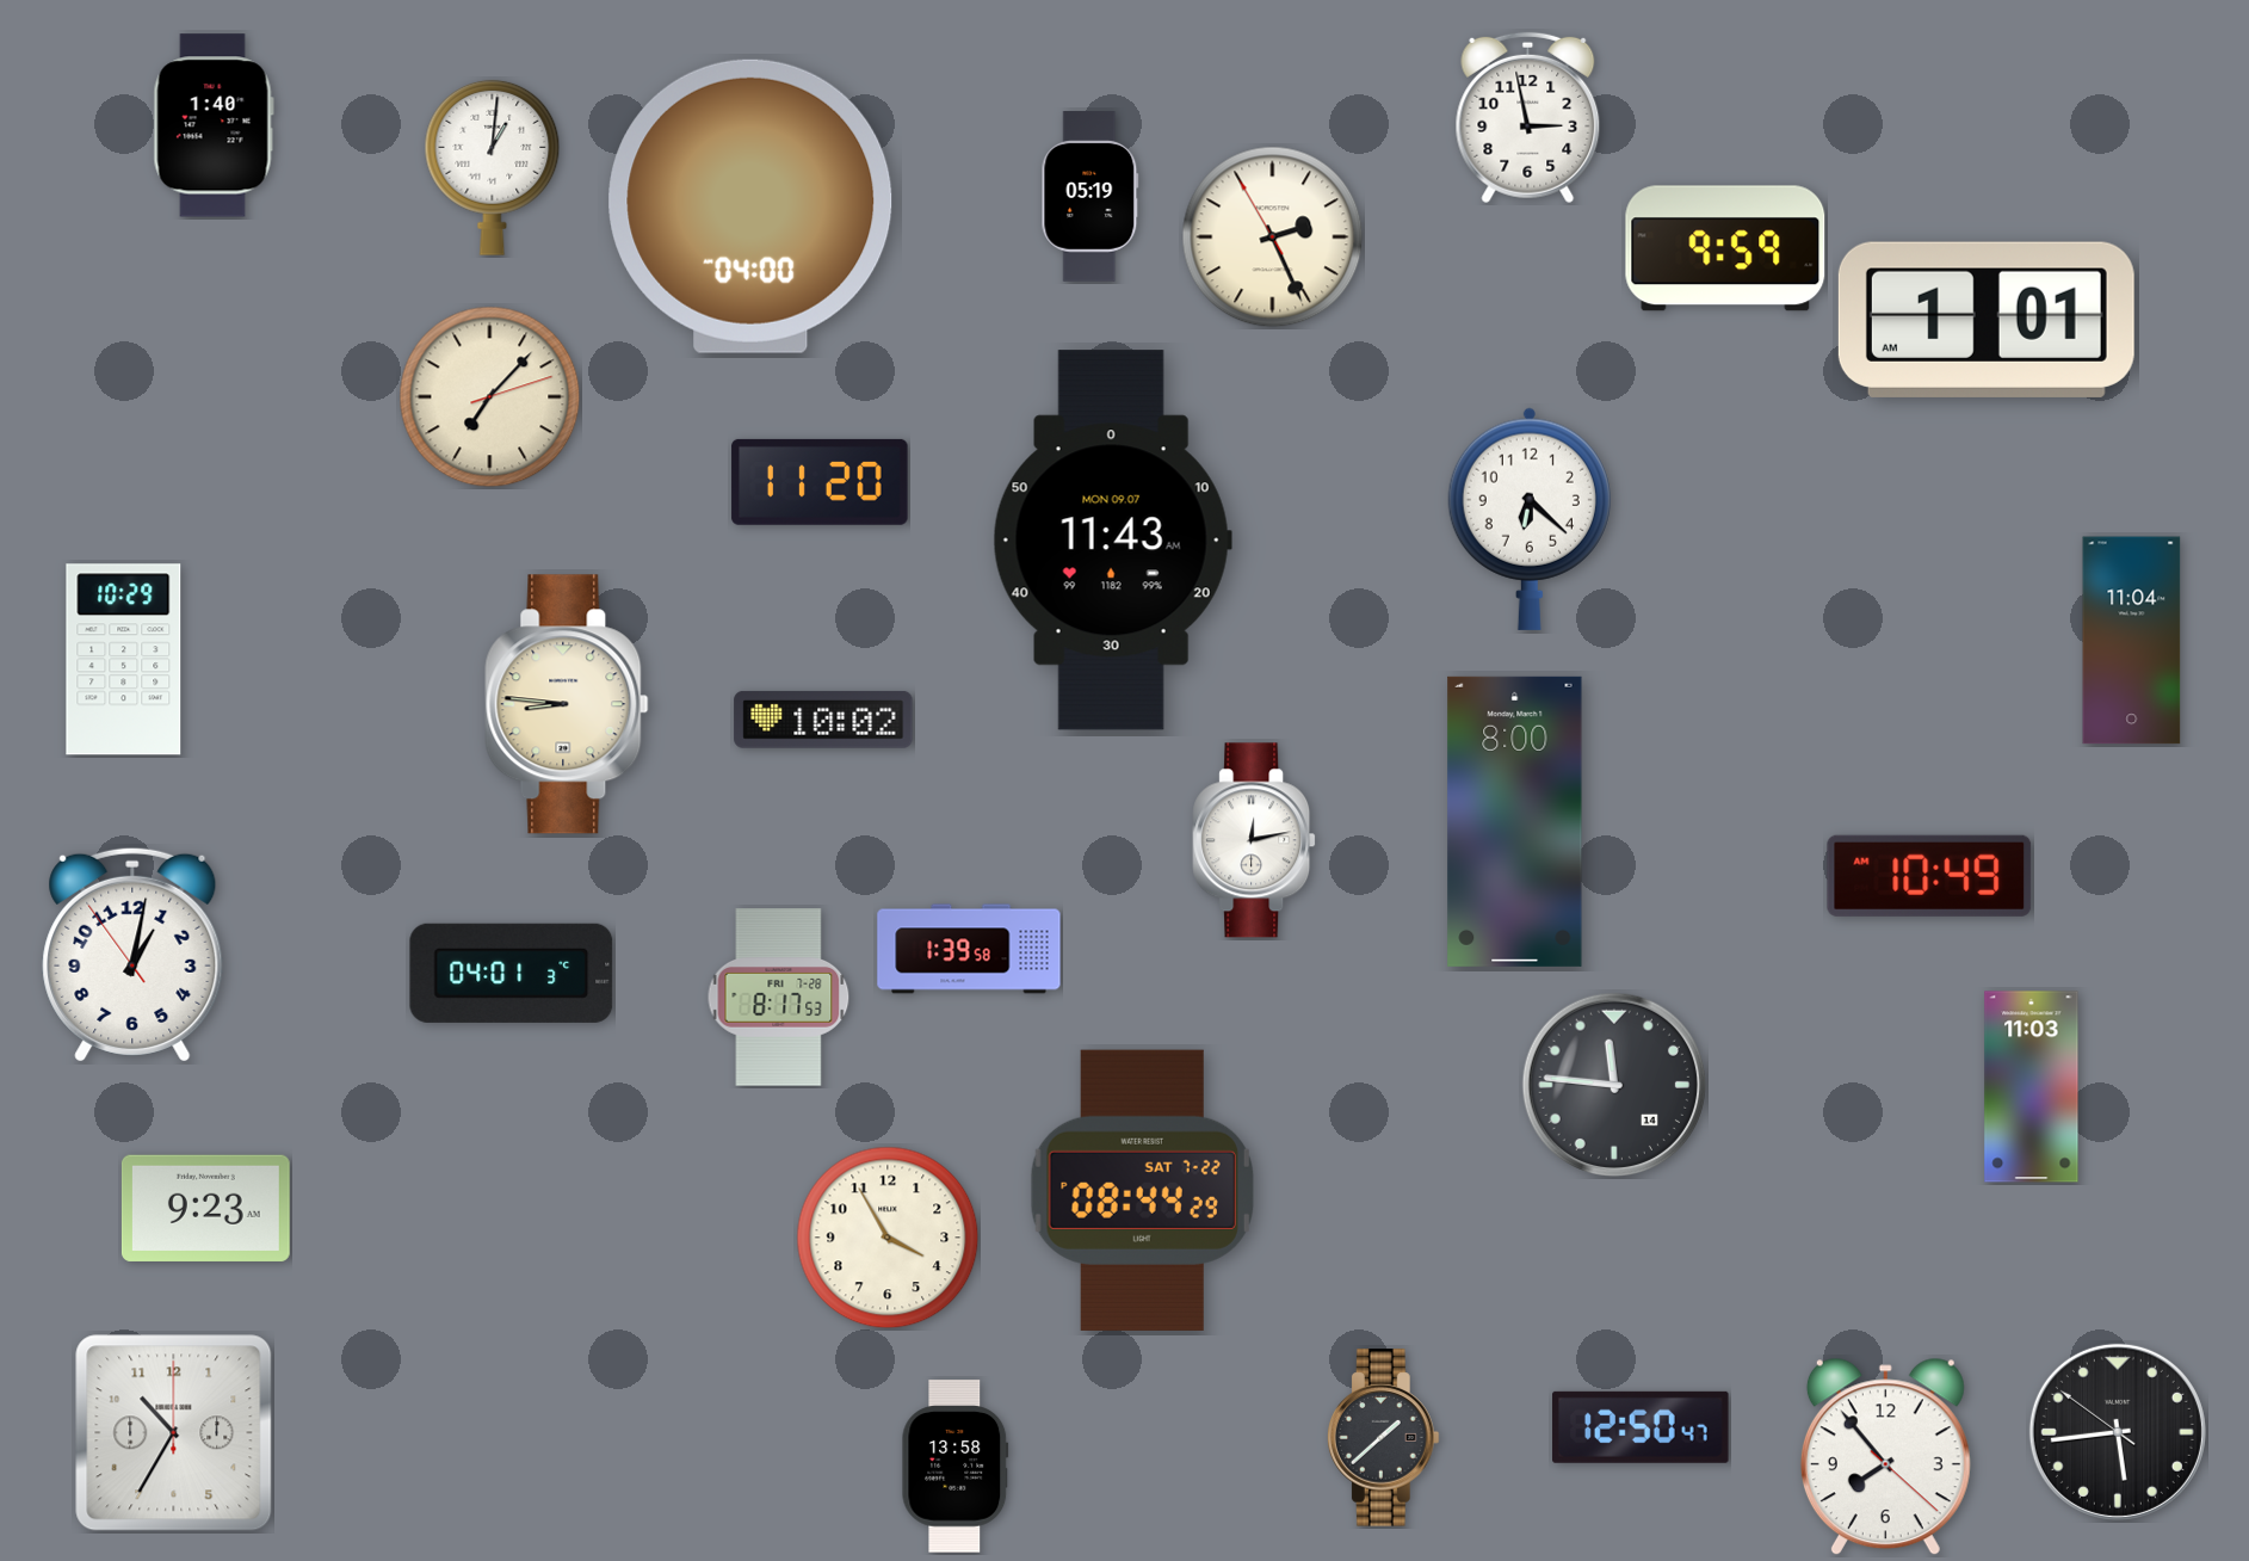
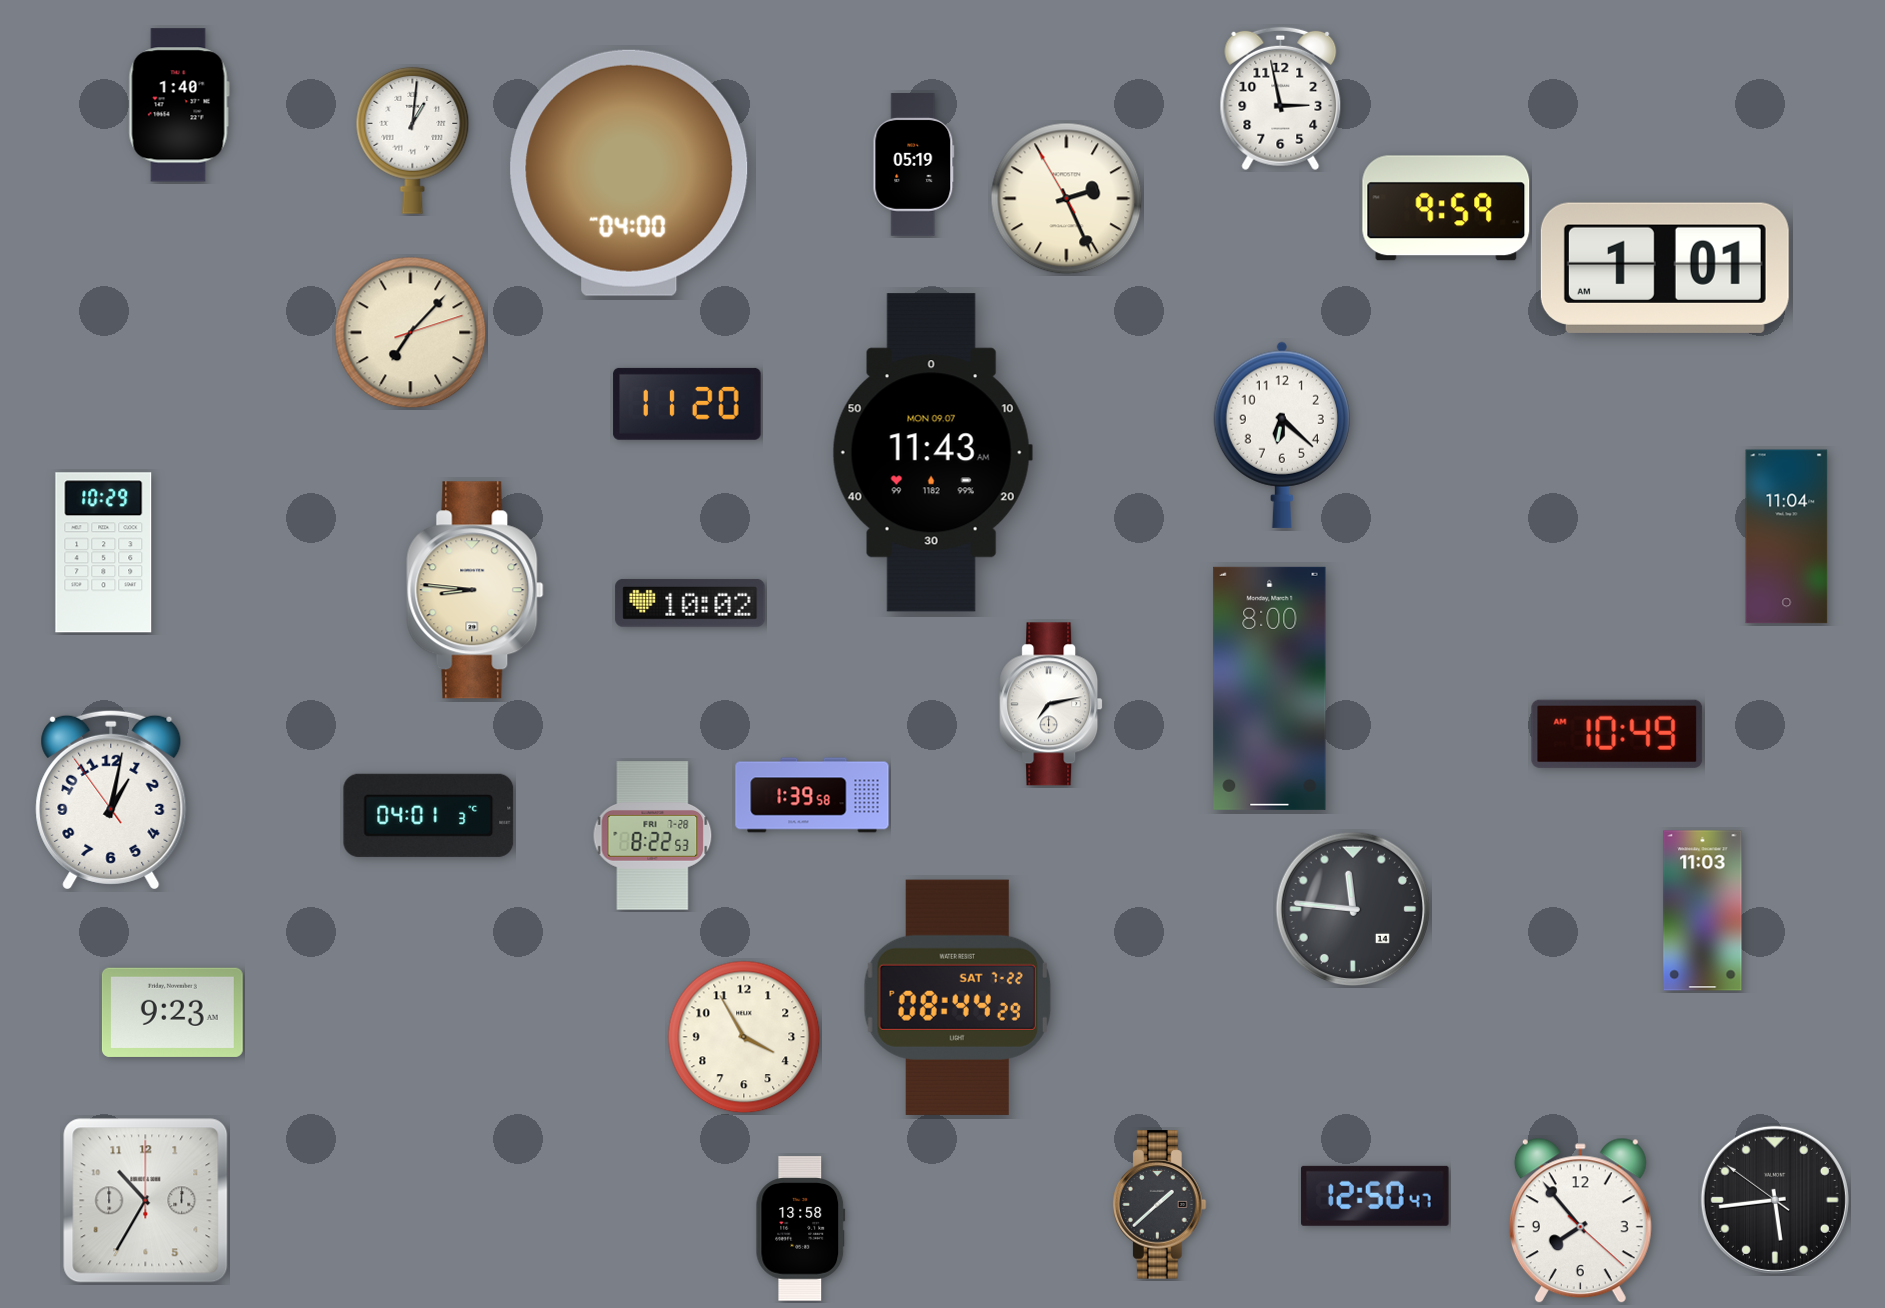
clock at (1254, 840): 12:13 -> 7:13
clock at (779, 998): 8:17 -> 8:22
